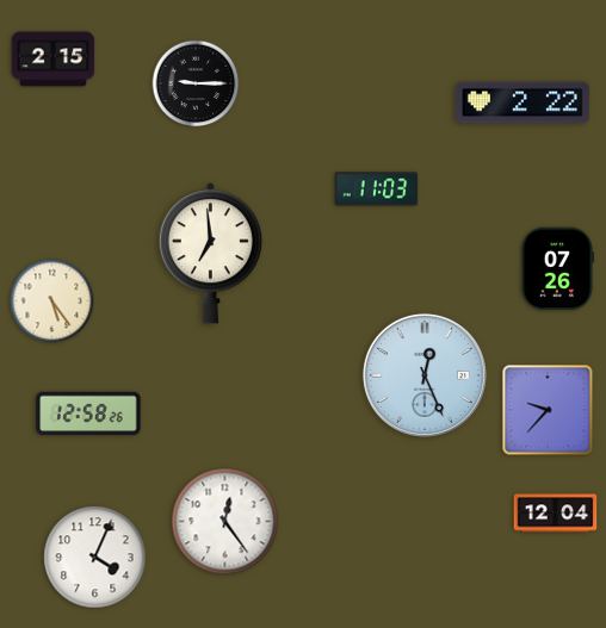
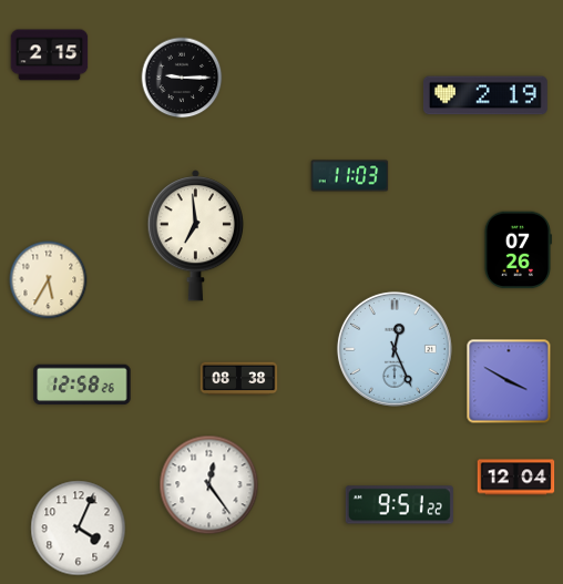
clock at (522, 102): 2:22 -> 2:19
clock at (52, 301): 5:24 -> 5:35
clock at (239, 379): none -> 08:38
clock at (548, 410): 9:37 -> 3:50
clock at (399, 505): none -> 9:51
clock at (95, 558) position: (95, 558) -> (79, 529)
